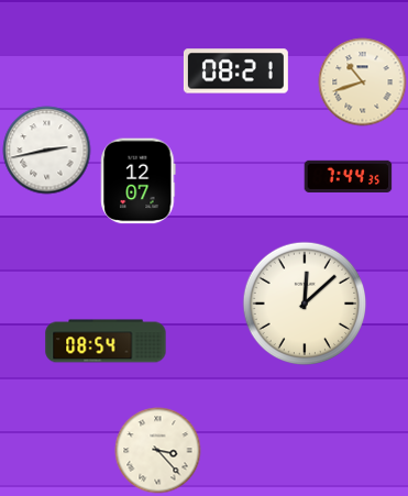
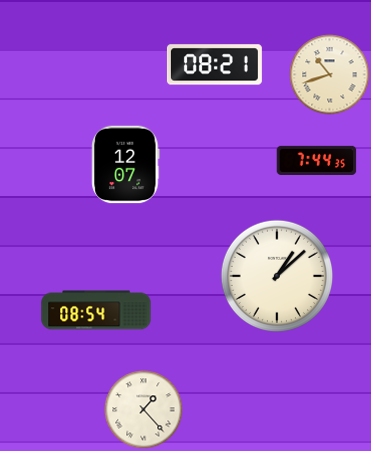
clock at (46, 150): 2:43 -> none
clock at (305, 304): 12:08 -> 1:08
clock at (157, 450): 3:23 -> 1:23
